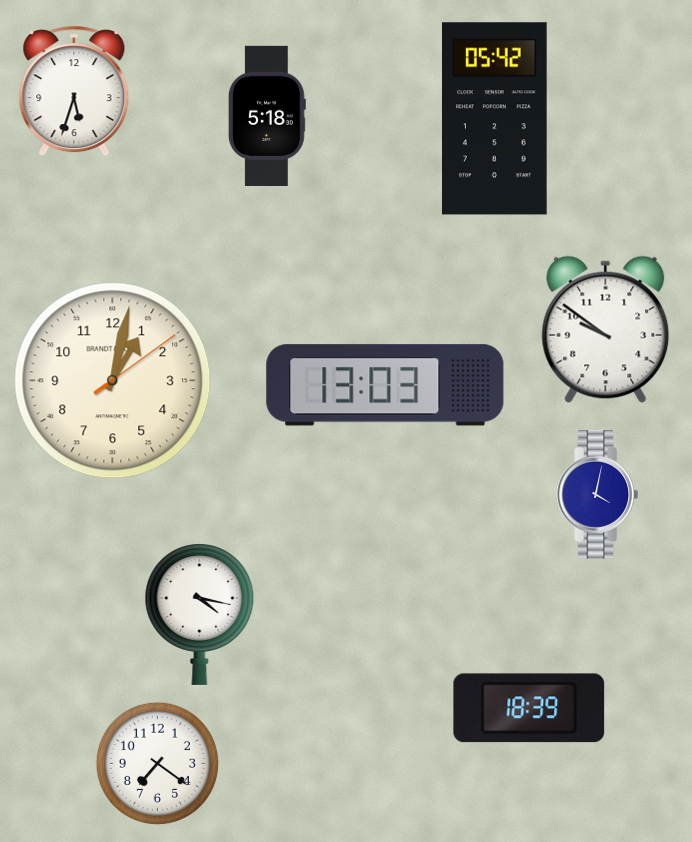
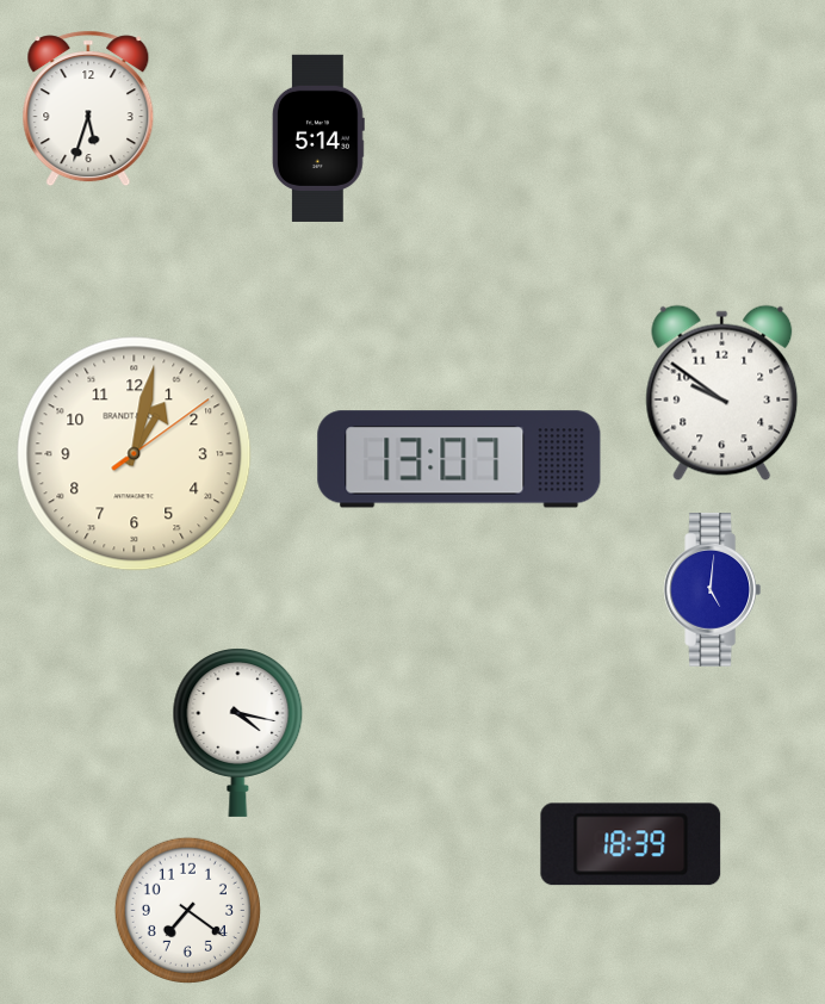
clock at (267, 116): 5:18 -> 5:14
clock at (495, 119): 05:42 -> none
clock at (385, 385): 13:03 -> 13:07
clock at (597, 495): 4:02 -> 5:01
